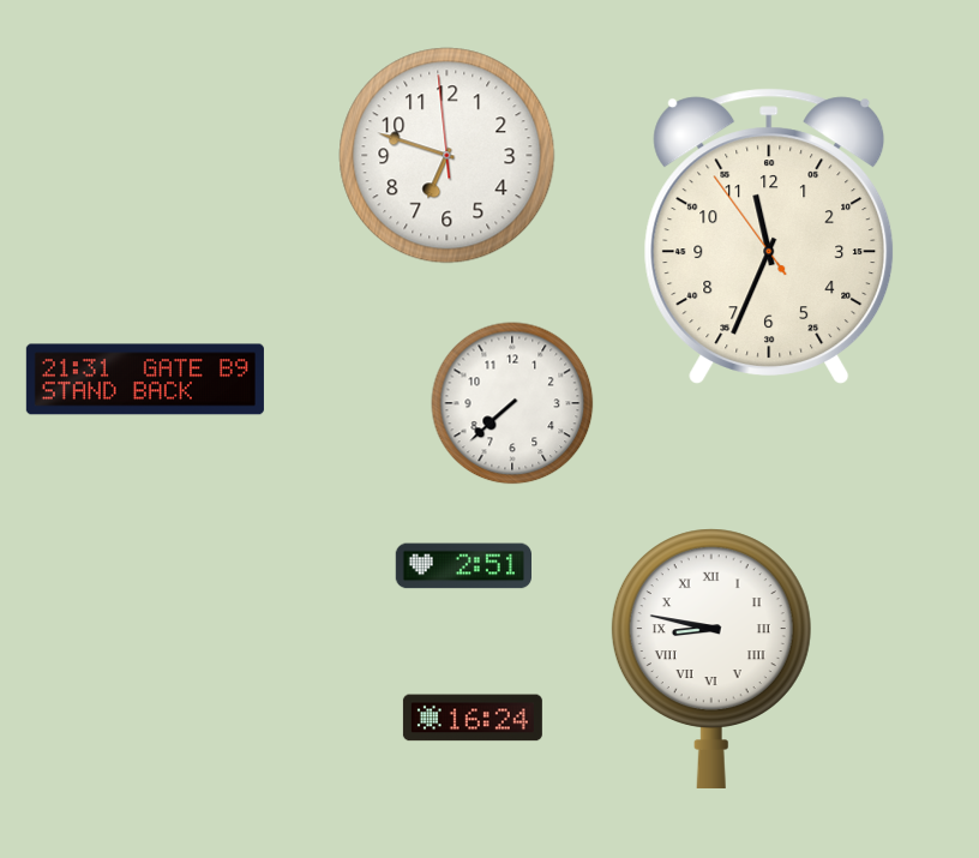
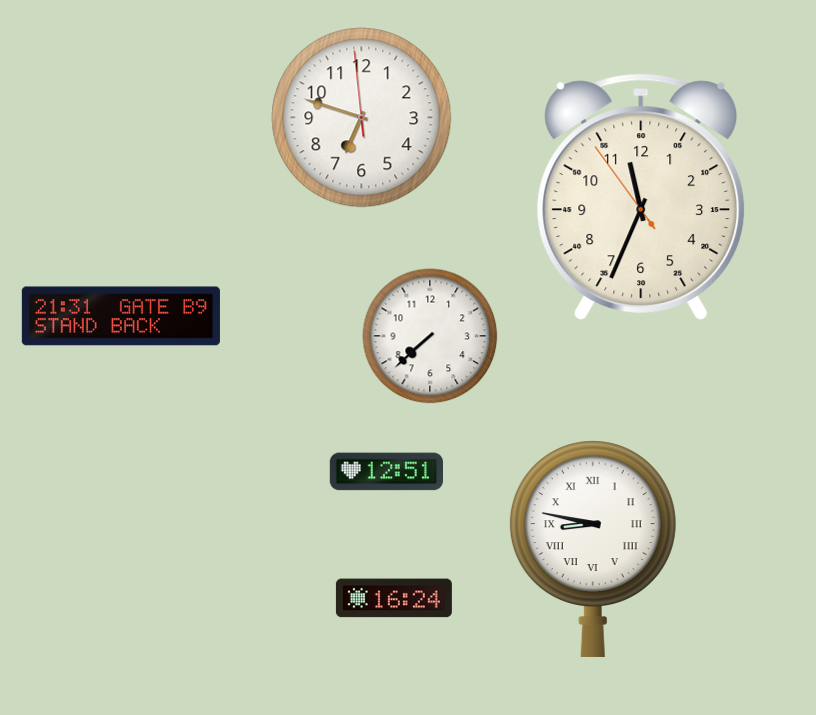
clock at (448, 156) position: (448, 156) -> (362, 118)
clock at (512, 403) position: (512, 403) -> (430, 336)
clock at (463, 566): 2:51 -> 12:51
